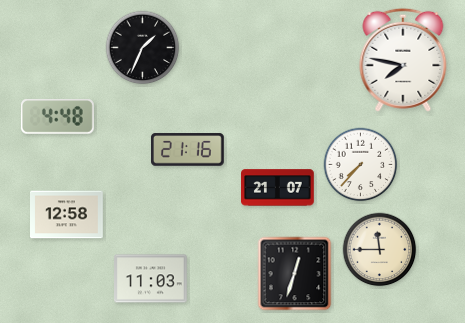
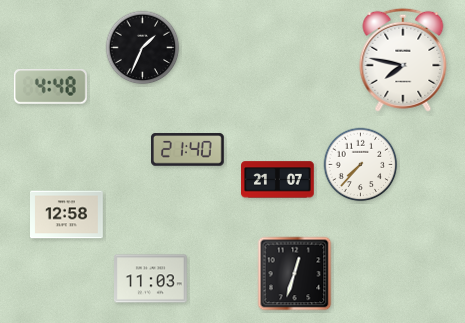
clock at (57, 117) position: (57, 117) -> (50, 87)
clock at (188, 150): 21:16 -> 21:40
clock at (278, 188) position: (278, 188) -> (278, 180)
clock at (380, 250): 11:45 -> none
